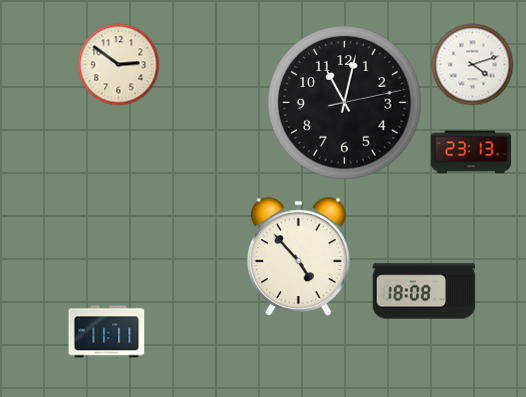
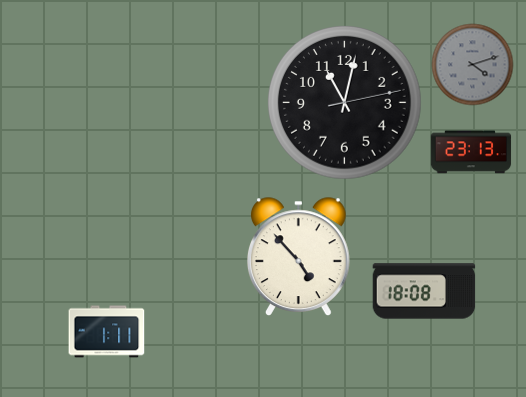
clock at (119, 65): 2:51 -> none
clock at (473, 65) dial: white -> grey
clock at (107, 332): 11:11 -> 1:11
